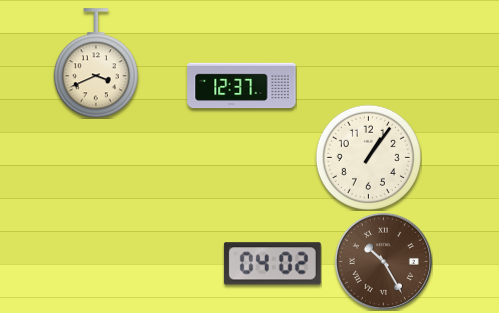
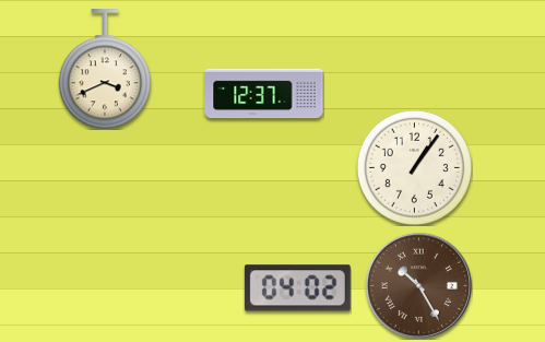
clock at (368, 157) position: (368, 157) -> (414, 167)
